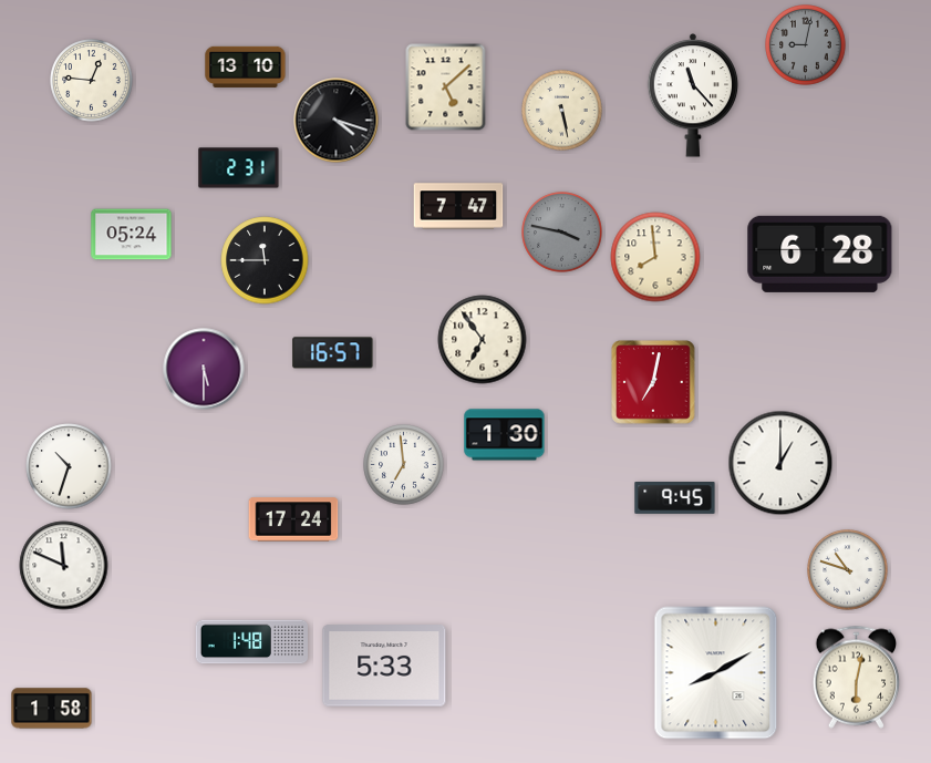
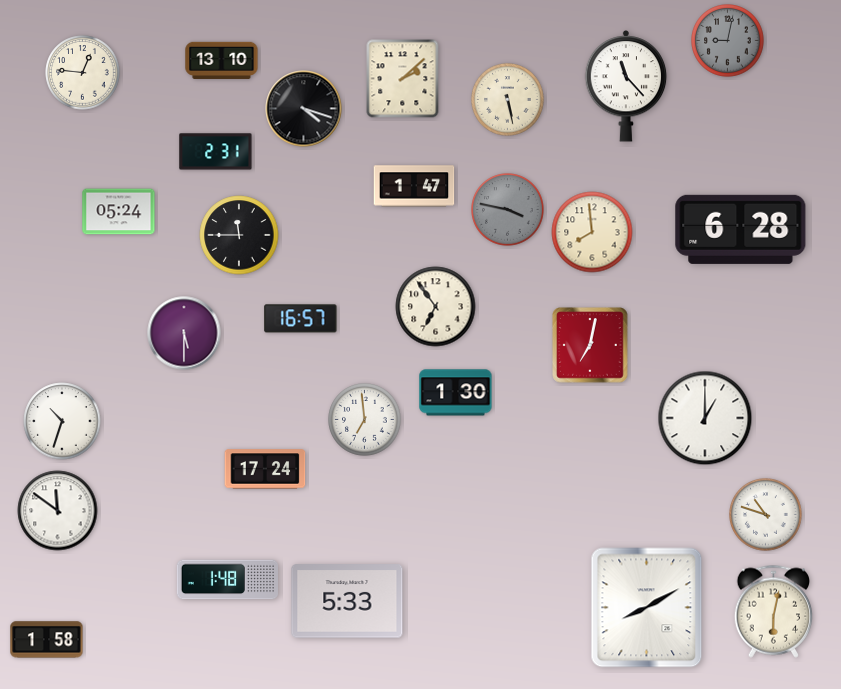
clock at (446, 87): 5:08 -> 2:08
clock at (458, 206): 7:47 -> 1:47
clock at (675, 498): 9:45 -> none
clock at (64, 566): 11:49 -> 11:51
